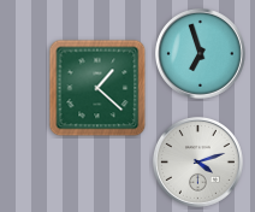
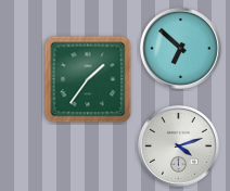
clock at (200, 53): 6:57 -> 6:52
clock at (97, 88): 1:22 -> 1:36
